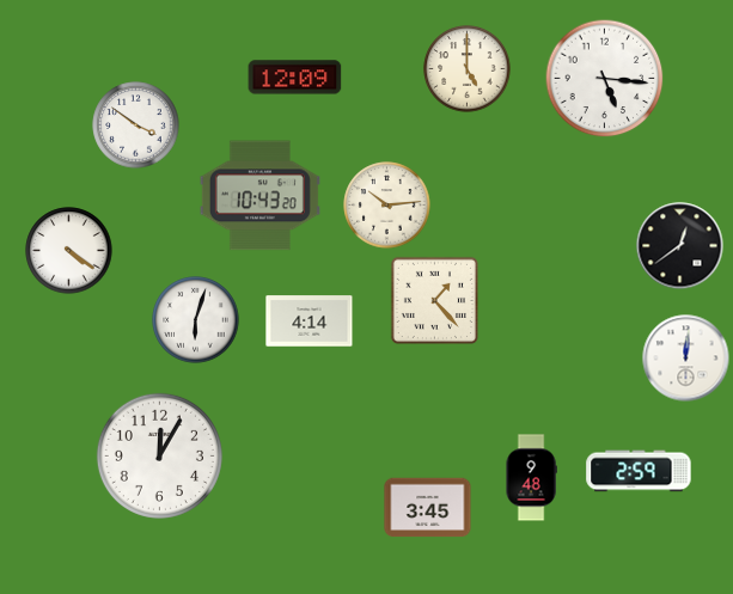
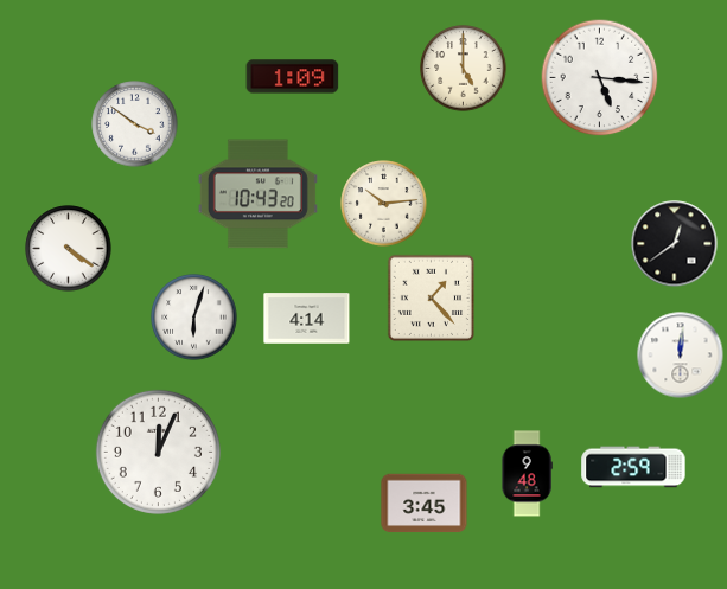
clock at (295, 78): 12:09 -> 1:09
clock at (159, 455): 12:05 -> 12:04
